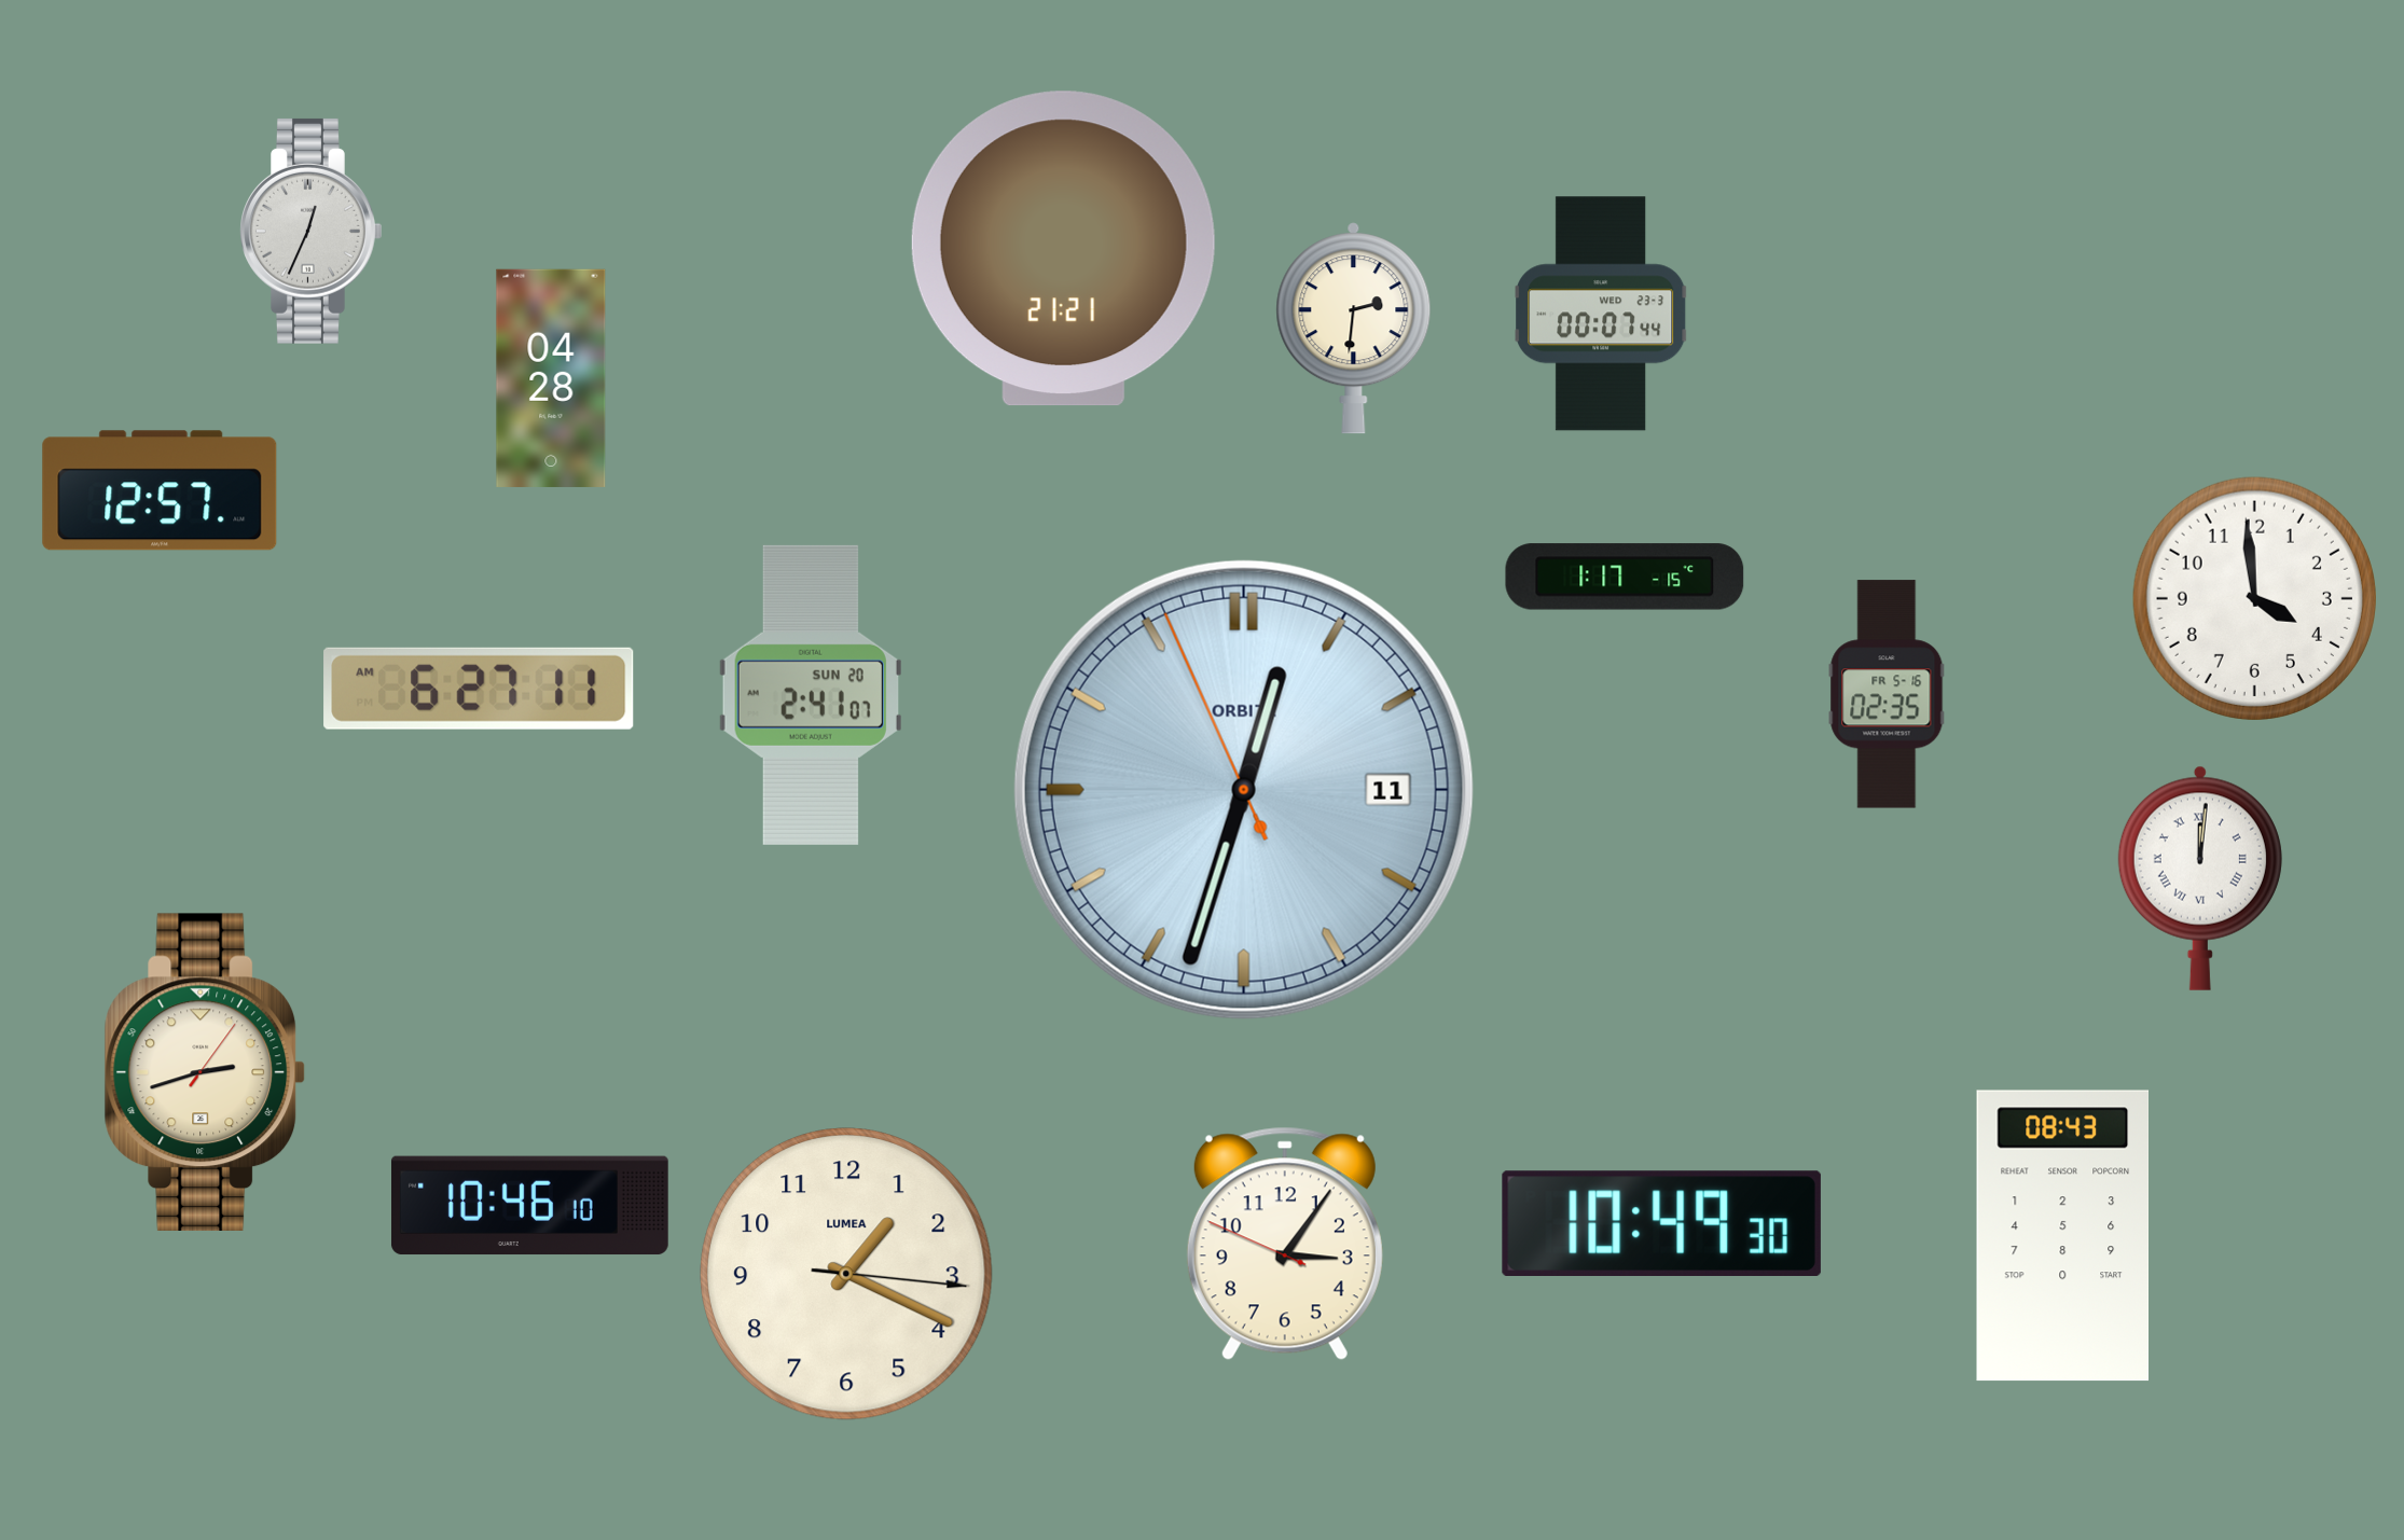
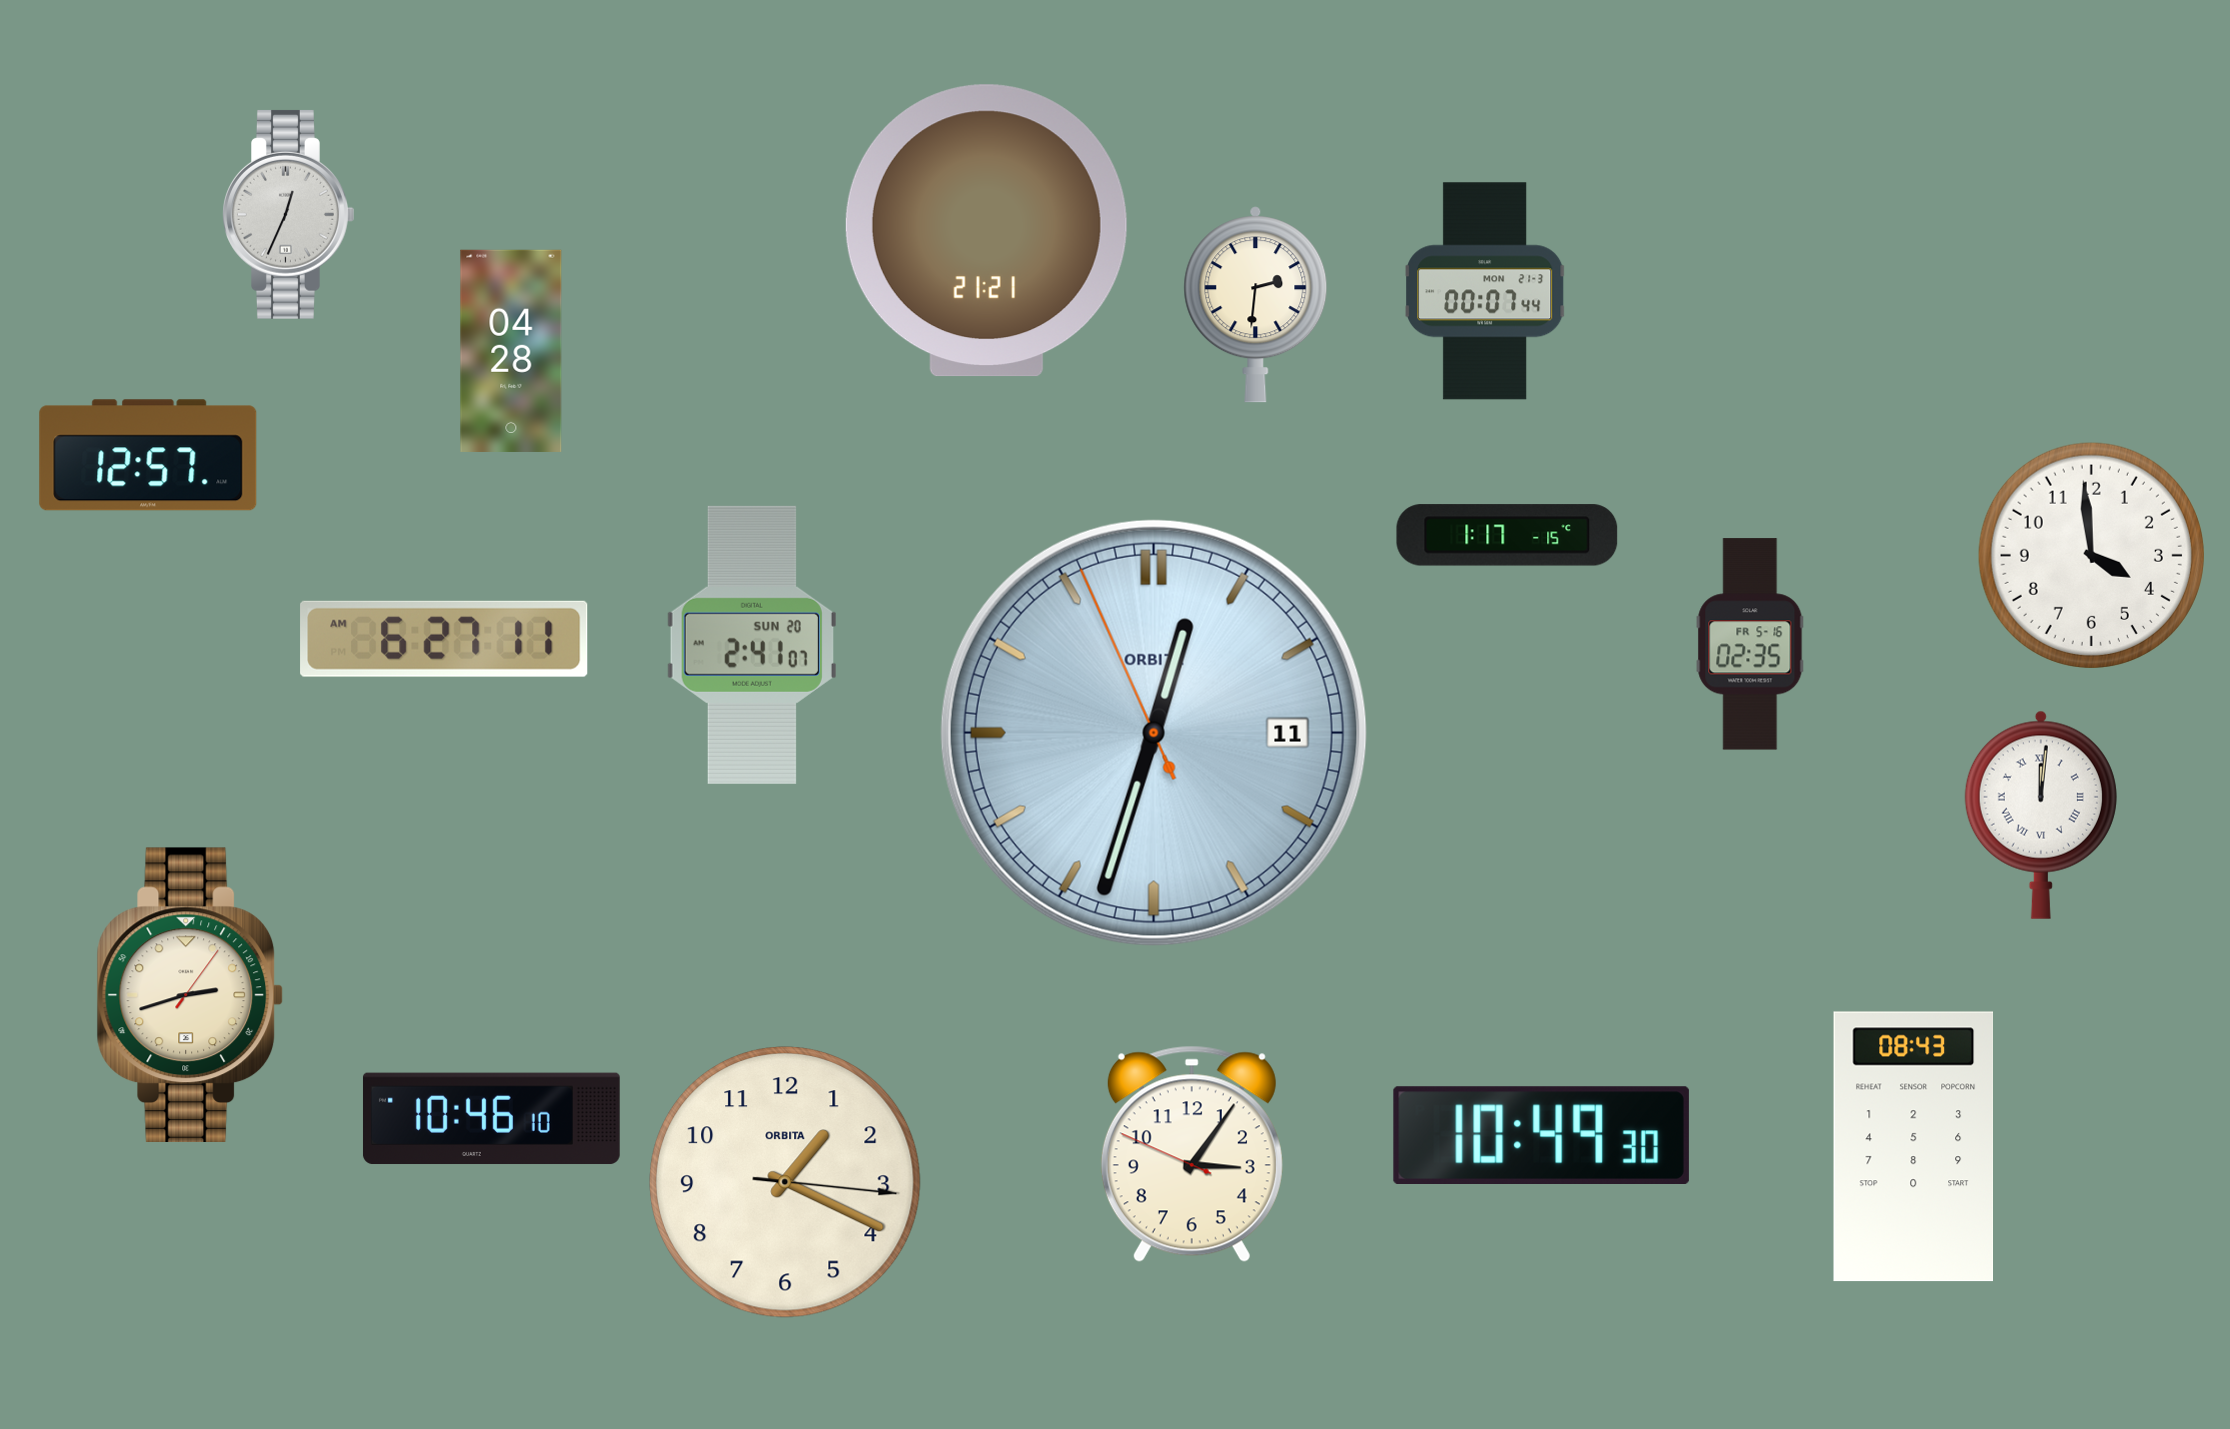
clock at (1601, 314) date: WED 23-3 -> MON 21-3
clock at (847, 1275) brand: LUMEA -> ORBITA
